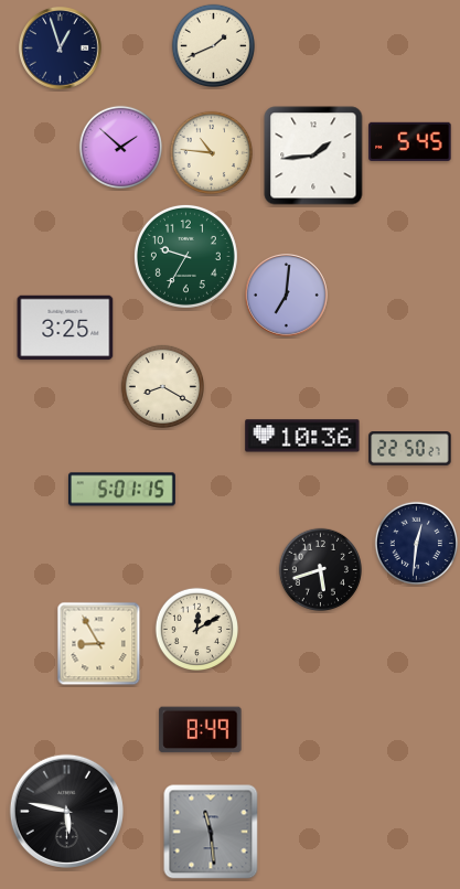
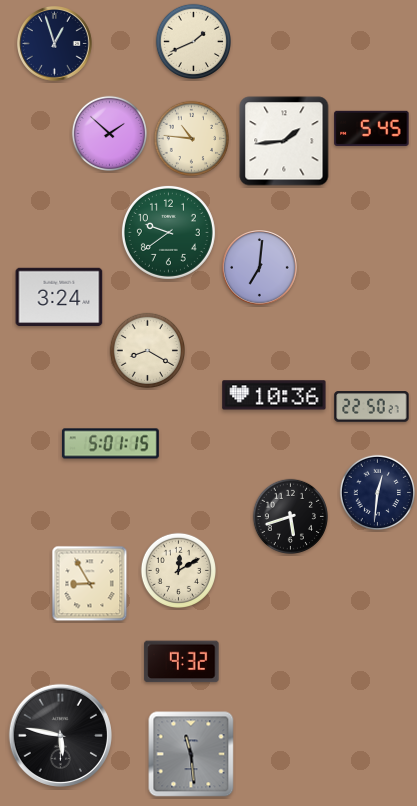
clock at (185, 256): 9:35 -> 9:39
clock at (65, 328): 3:25 -> 3:24
clock at (201, 730): 8:49 -> 9:32
